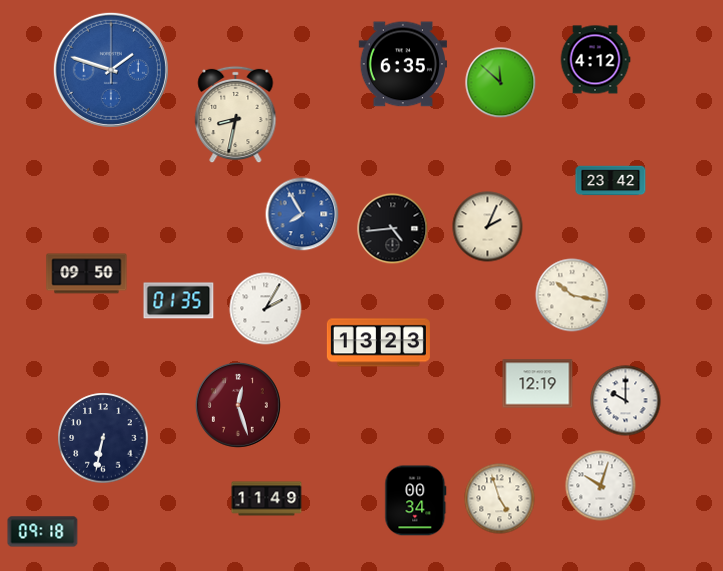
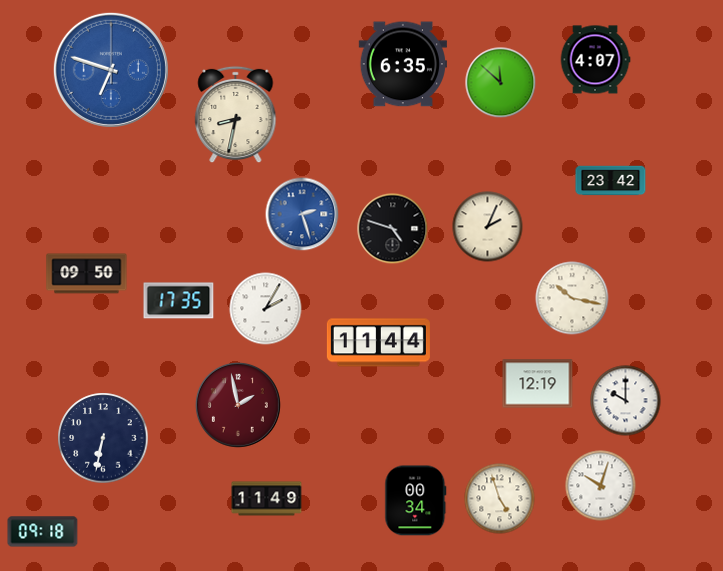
clock at (595, 60): 4:12 -> 4:07
clock at (111, 70): 1:48 -> 6:48
clock at (302, 214): 7:55 -> 2:27
clock at (393, 229): 4:44 -> 4:48
clock at (572, 295) position: (572, 295) -> (572, 298)
clock at (179, 301): 01:35 -> 17:35
clock at (378, 343): 13:23 -> 11:44
clock at (238, 405): 12:27 -> 1:58
